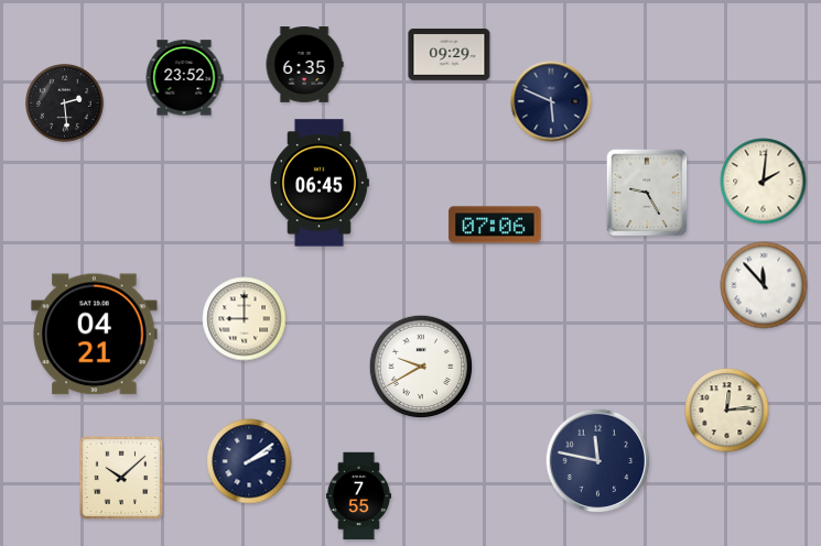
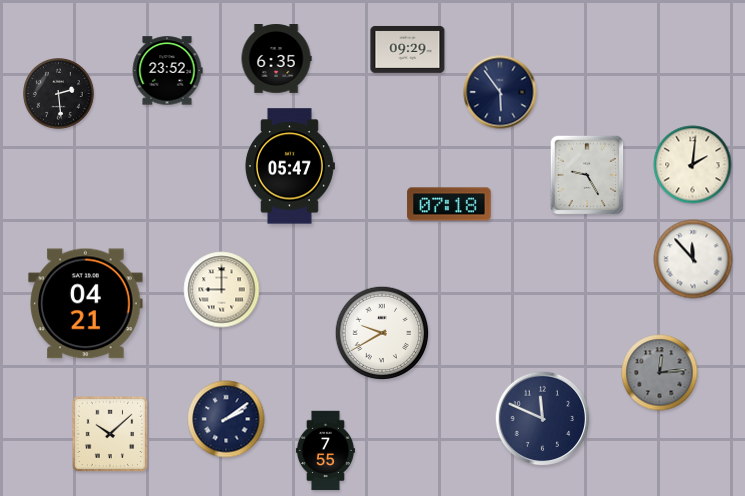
clock at (551, 101): 5:49 -> 5:54
clock at (318, 183): 06:45 -> 05:47
clock at (495, 225): 07:06 -> 07:18
clock at (727, 411) dial: cream -> grey
clock at (598, 461): 11:47 -> 11:49
